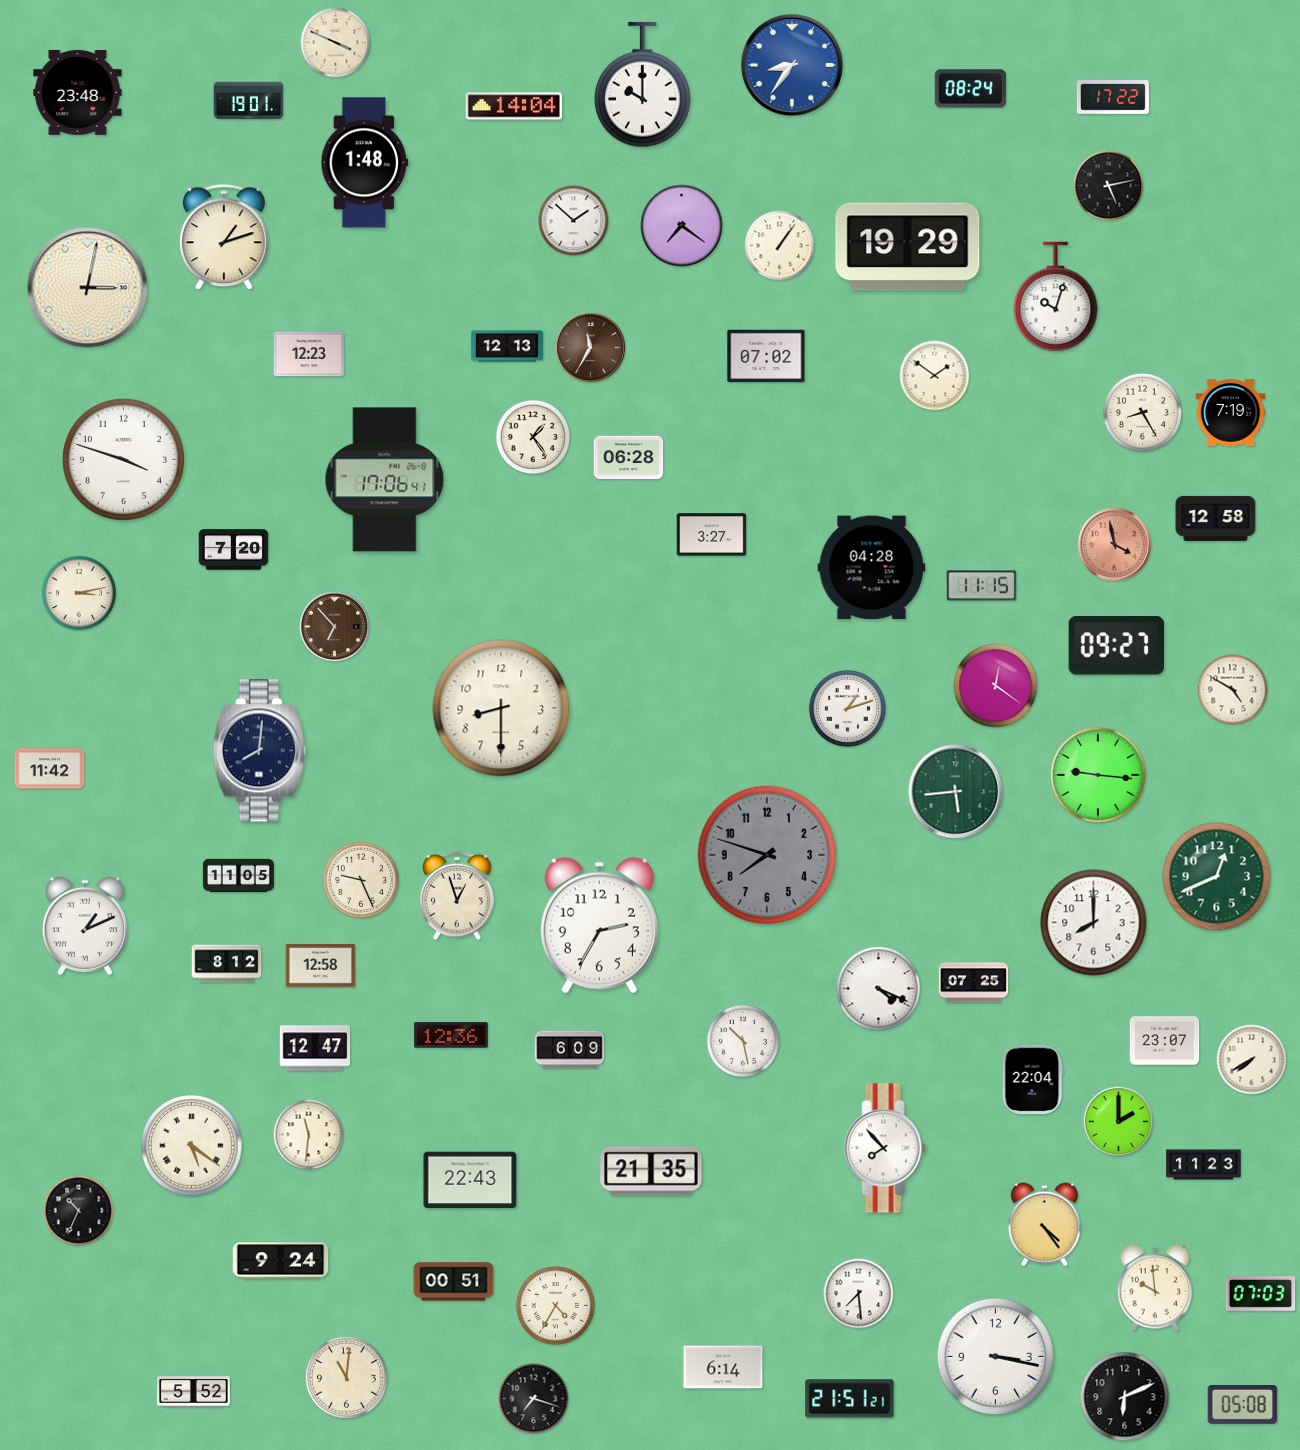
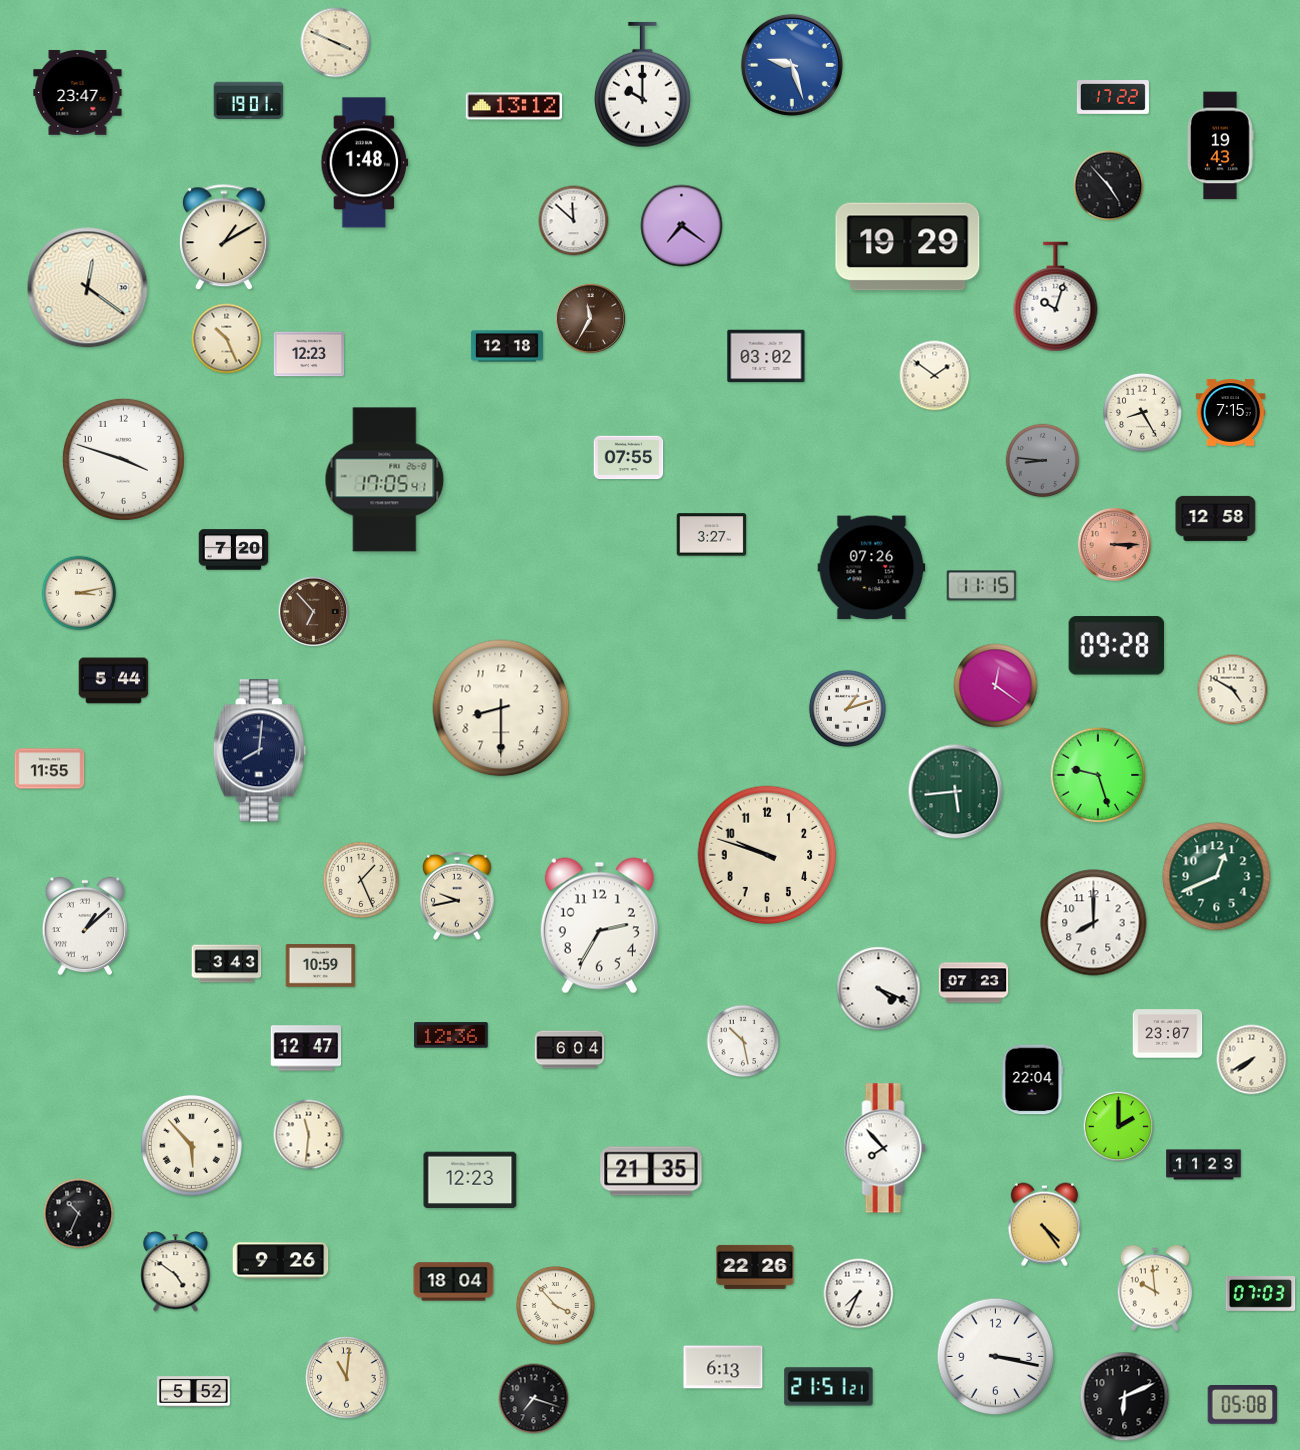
clock at (792, 65): 8:36 -> 9:27
clock at (970, 89): 08:24 -> none
clock at (78, 92): 23:48 -> 23:47
clock at (514, 106): 14:04 -> 13:12
clock at (1221, 146): none -> 19:43
clock at (1109, 186): 5:13 -> 4:53
clock at (574, 221): 1:52 -> 11:52
clock at (225, 238): 1:12 -> 1:10
clock at (780, 246): 1:06 -> none
clock at (88, 288): 3:02 -> 12:21
clock at (227, 339): none -> 10:26
clock at (507, 346): 12:13 -> 12:18
clock at (591, 348) position: (591, 348) -> (591, 319)
clock at (766, 356): 07:02 -> 03:02
clock at (1231, 413): 7:19 -> 7:15
clock at (533, 437): 1:24 -> none
clock at (629, 458): 06:28 -> 07:55
clock at (1043, 461): none -> 8:46
clock at (385, 480): 17:06 -> 17:05
clock at (1114, 544): 3:58 -> 3:15
clock at (872, 568): 04:28 -> 07:26
clock at (335, 627) position: (335, 627) -> (314, 612)
clock at (1116, 646): 09:27 -> 09:28
clock at (114, 681): none -> 5:44
clock at (50, 769): 11:42 -> 11:55
clock at (1098, 775): 9:16 -> 9:27
clock at (767, 855): 7:48 -> 9:48
clock at (767, 855) dial: grey -> cream
clock at (238, 876): 11:05 -> none
clock at (360, 879): 9:26 -> 1:26
clock at (457, 896): 12:57 -> 9:43
clock at (85, 926): 1:11 -> 1:08
clock at (227, 964): 8:12 -> 3:43
clock at (321, 966): 12:58 -> 10:59
clock at (974, 983): 07:25 -> 07:23
clock at (1165, 1041) position: (1165, 1041) -> (1168, 1034)
clock at (315, 1048) position: (315, 1048) -> (306, 1048)
clock at (570, 1050): 6:09 -> 6:04
clock at (1119, 1122) position: (1119, 1122) -> (1119, 1127)
clock at (191, 1145): 5:21 -> 5:53
clock at (470, 1180): 22:43 -> 12:23
clock at (79, 1211) position: (79, 1211) -> (79, 1214)
clock at (281, 1261): 9:24 -> 9:26
clock at (755, 1267): none -> 22:26
clock at (176, 1272): none -> 4:51
clock at (454, 1282): 00:51 -> 18:04
clock at (859, 1294): 7:29 -> 7:34
clock at (555, 1305): 4:35 -> 3:53
clock at (723, 1367): 6:14 -> 6:13
clock at (850, 1399) position: (850, 1399) -> (829, 1387)
